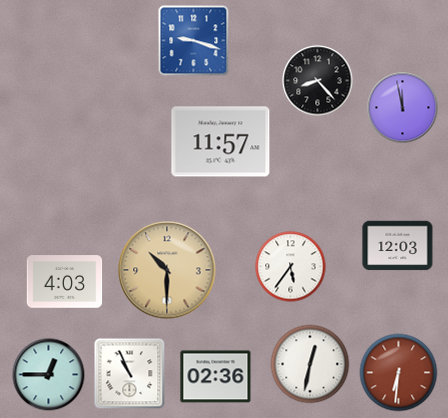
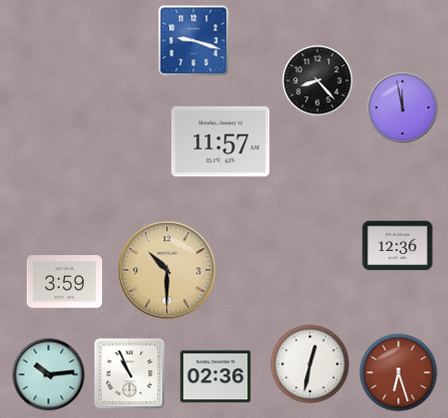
clock at (398, 246): 12:03 -> 12:36
clock at (291, 267): 5:36 -> none
clock at (65, 282): 4:03 -> 3:59
clock at (399, 373): 6:31 -> 6:27
clock at (49, 375): 12:45 -> 10:14
